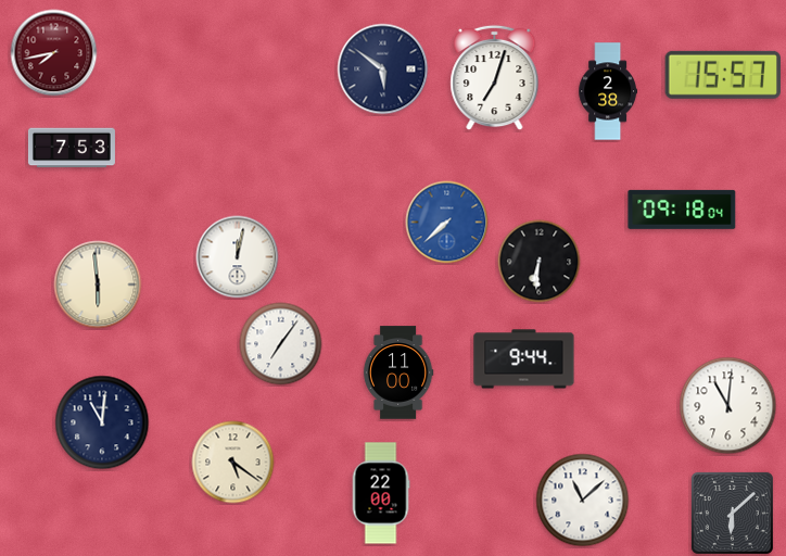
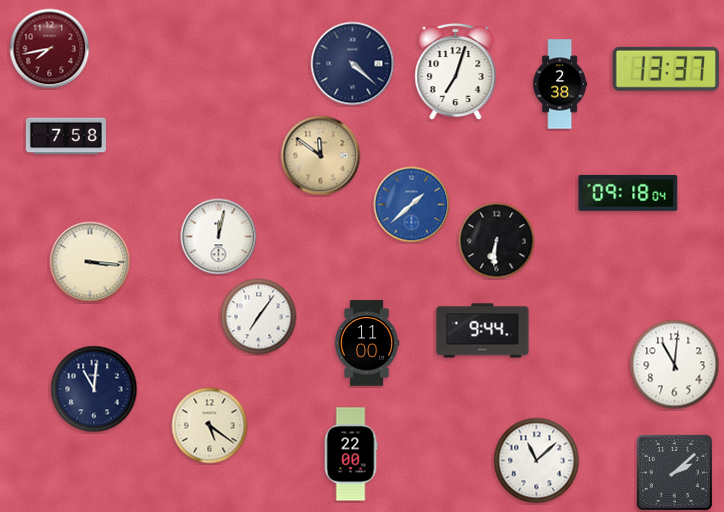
clock at (383, 69): 5:51 -> 4:22
clock at (722, 75): 15:57 -> 13:37
clock at (72, 148): 7:53 -> 7:58
clock at (321, 156): none -> 11:51
clock at (447, 223): 7:38 -> 1:38
clock at (98, 285): 5:59 -> 3:16
clock at (728, 406) position: (728, 406) -> (675, 365)
clock at (233, 463) position: (233, 463) -> (210, 426)
clock at (732, 513): 6:08 -> 2:08
